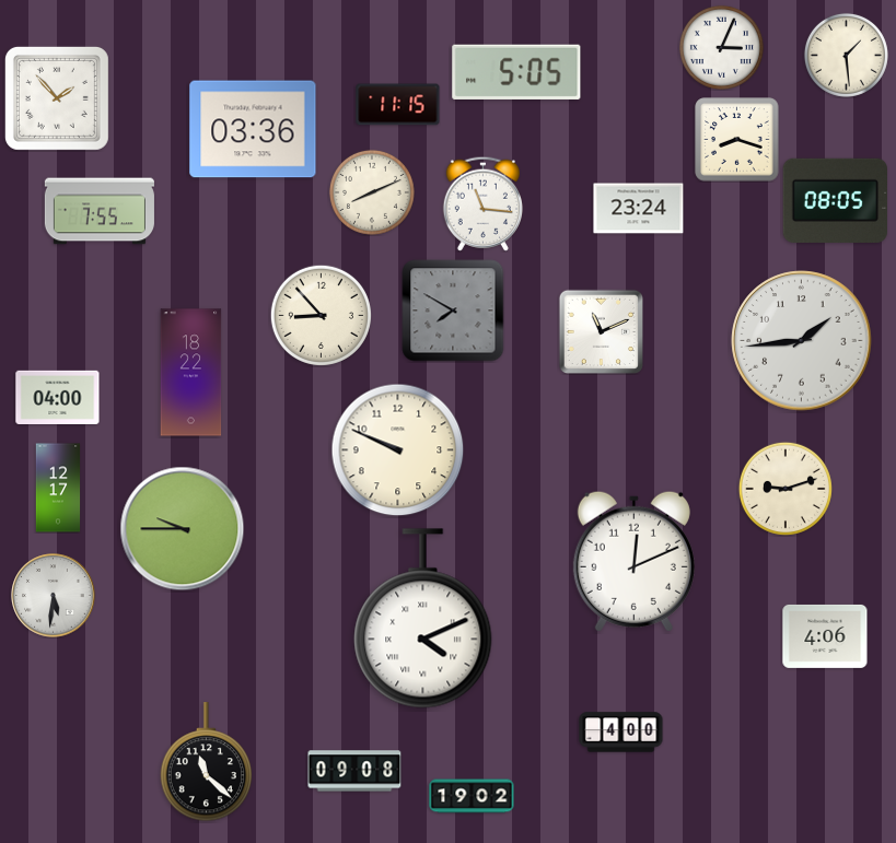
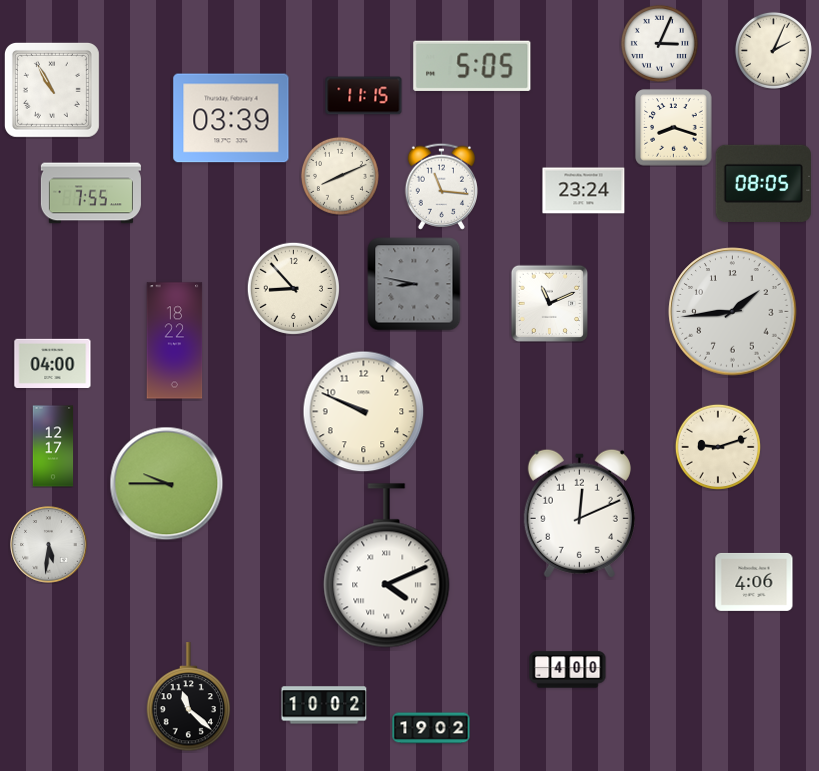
clock at (846, 55): 1:29 -> 2:04
clock at (57, 98): 1:53 -> 10:55
clock at (253, 129): 03:36 -> 03:39
clock at (453, 311): 7:50 -> 8:47
clock at (354, 771): 09:08 -> 10:02
